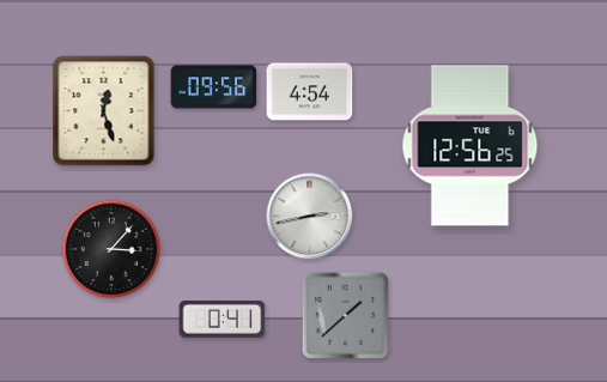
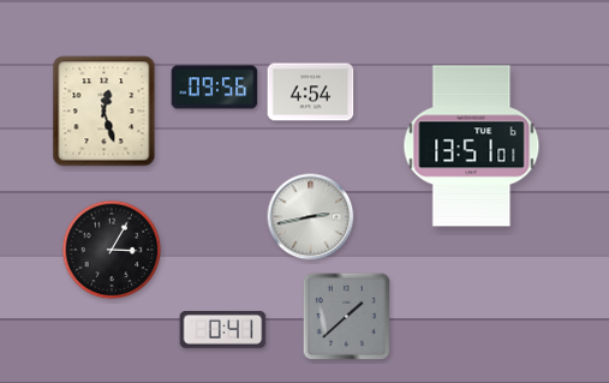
clock at (471, 146): 12:56 -> 13:51
clock at (111, 249): 3:07 -> 3:05
clock at (223, 320) position: (223, 320) -> (223, 330)
